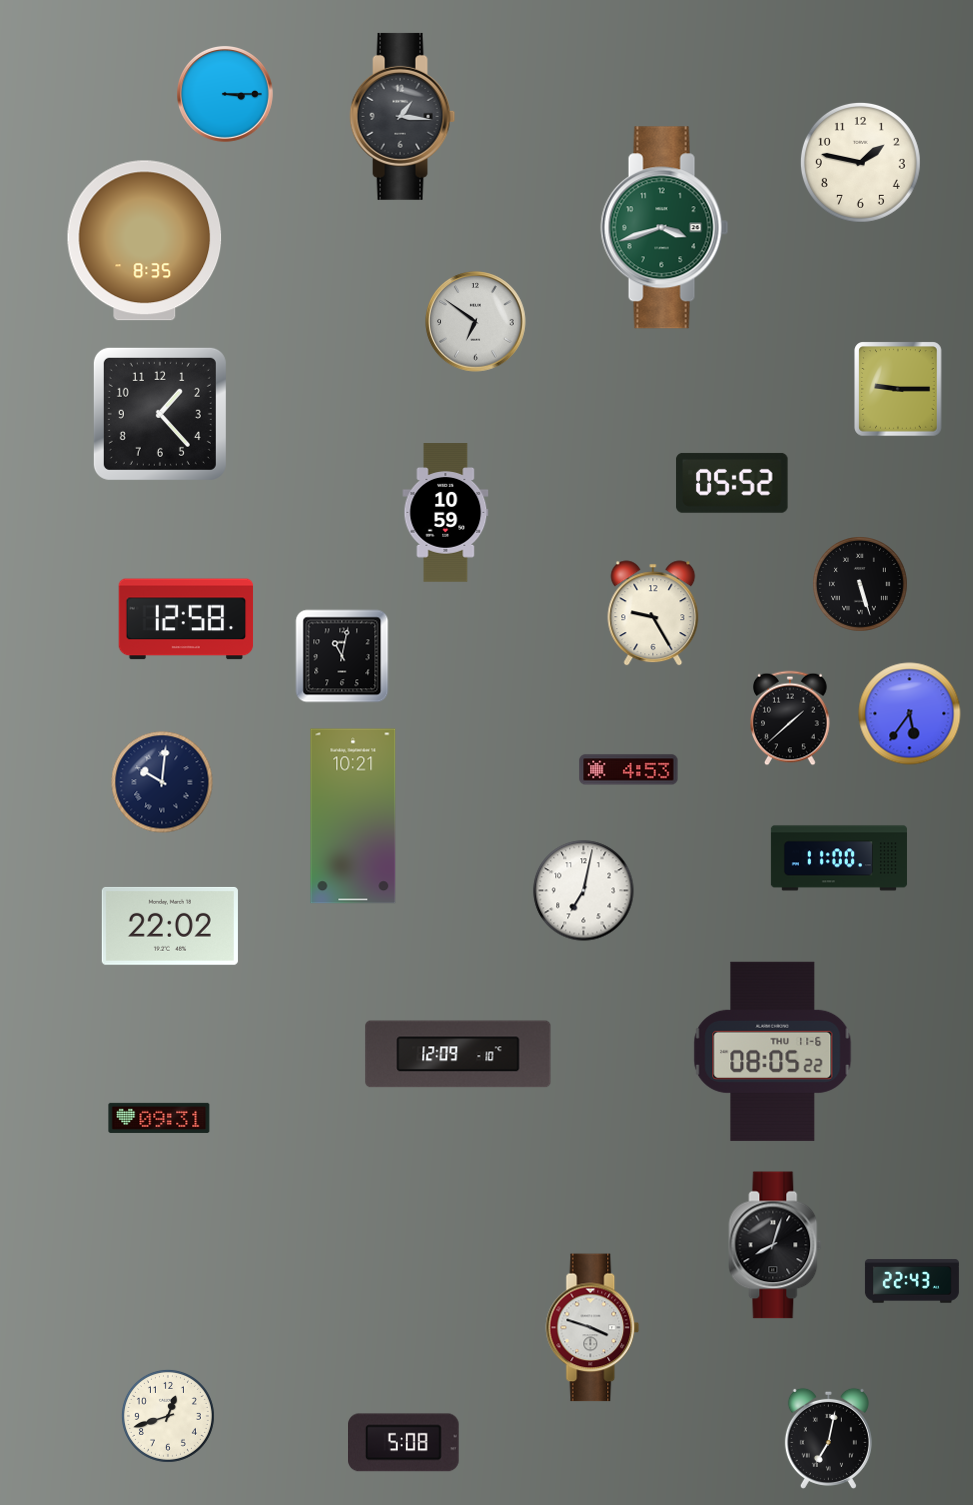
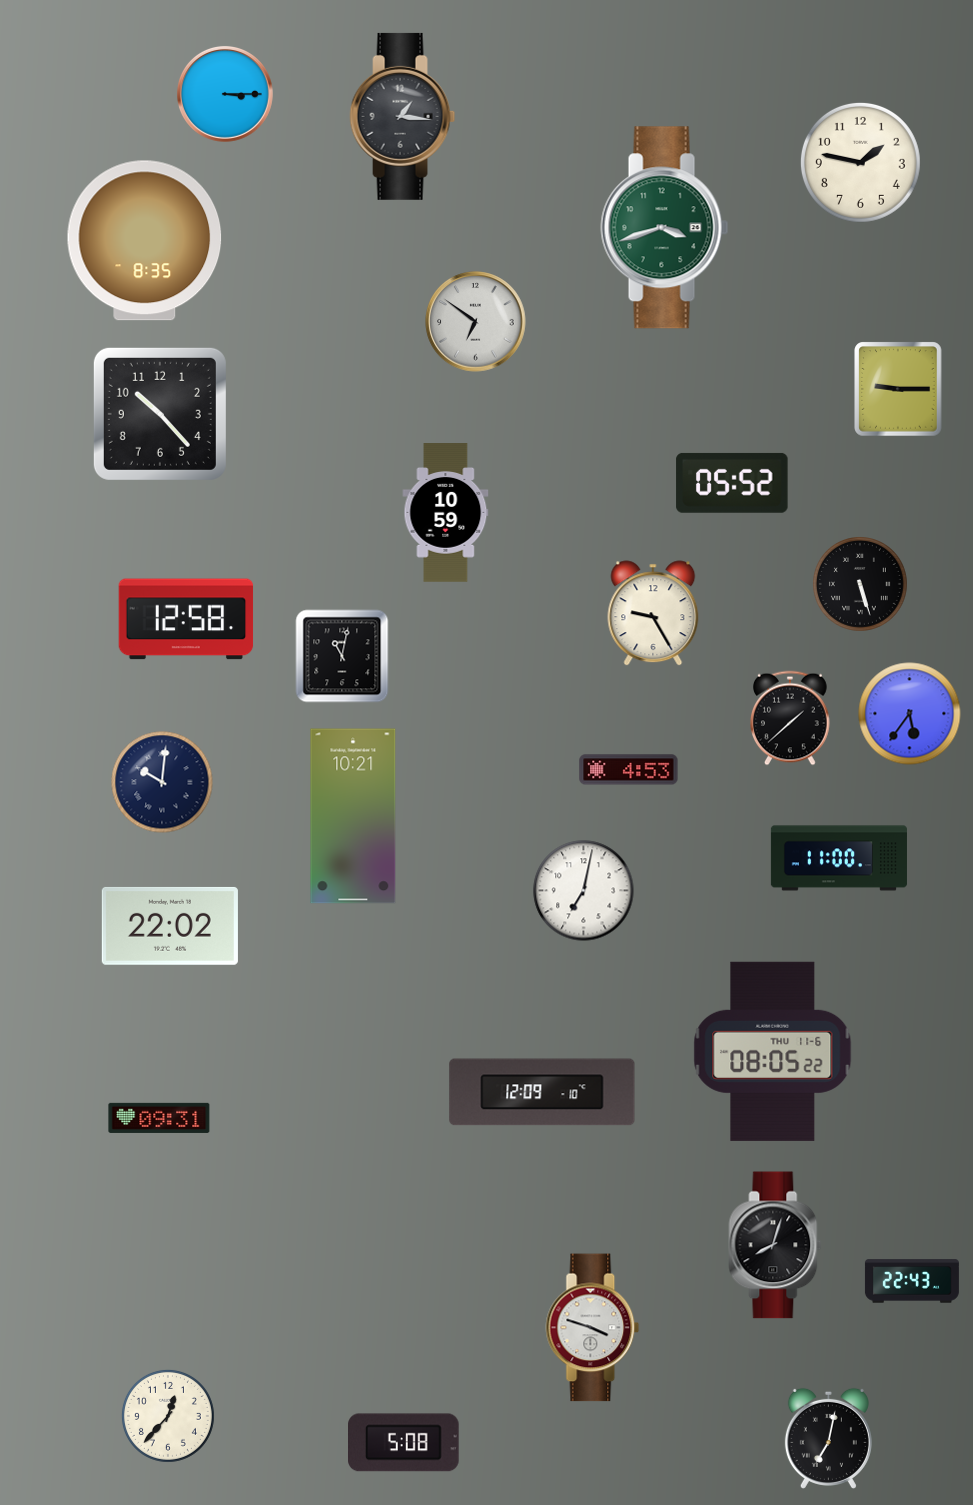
clock at (160, 414): 1:23 -> 10:23
clock at (458, 1054) position: (458, 1054) -> (542, 1092)
clock at (168, 1416): 12:42 -> 12:37
